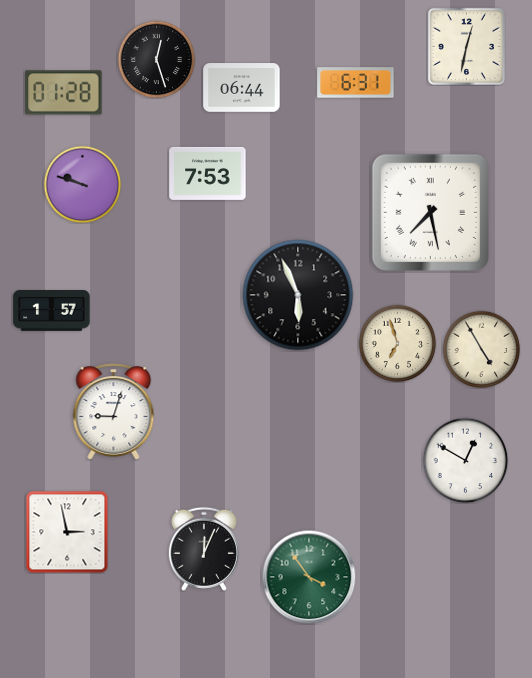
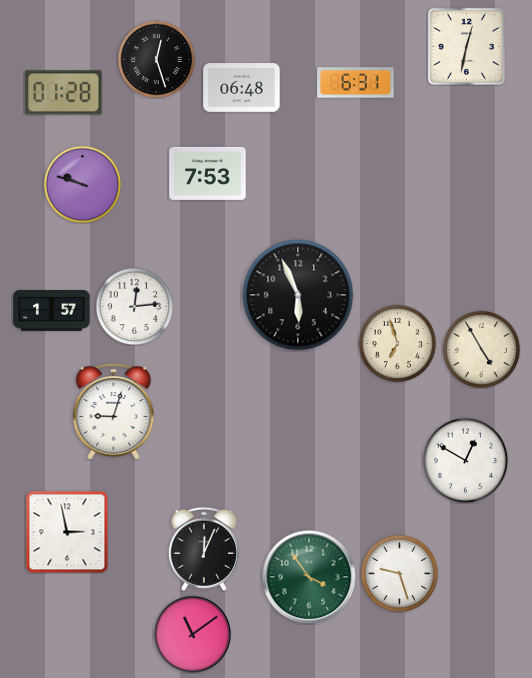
clock at (242, 88): 06:44 -> 06:48
clock at (430, 212): 7:28 -> none
clock at (134, 306): none -> 12:14
clock at (399, 573): none -> 9:27
clock at (192, 634): none -> 11:09
